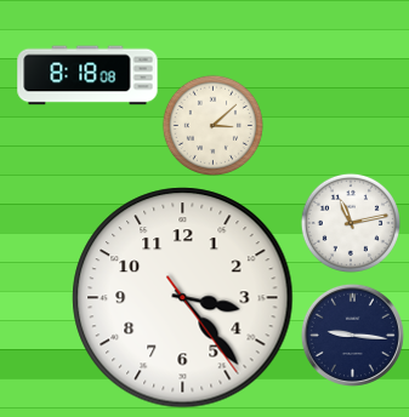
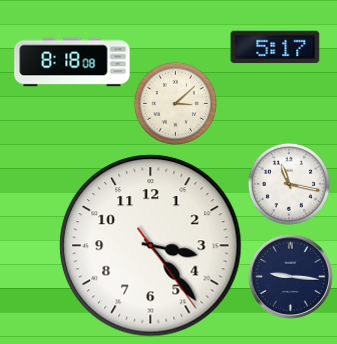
clock at (275, 47): none -> 5:17
clock at (351, 223): 11:13 -> 11:17
